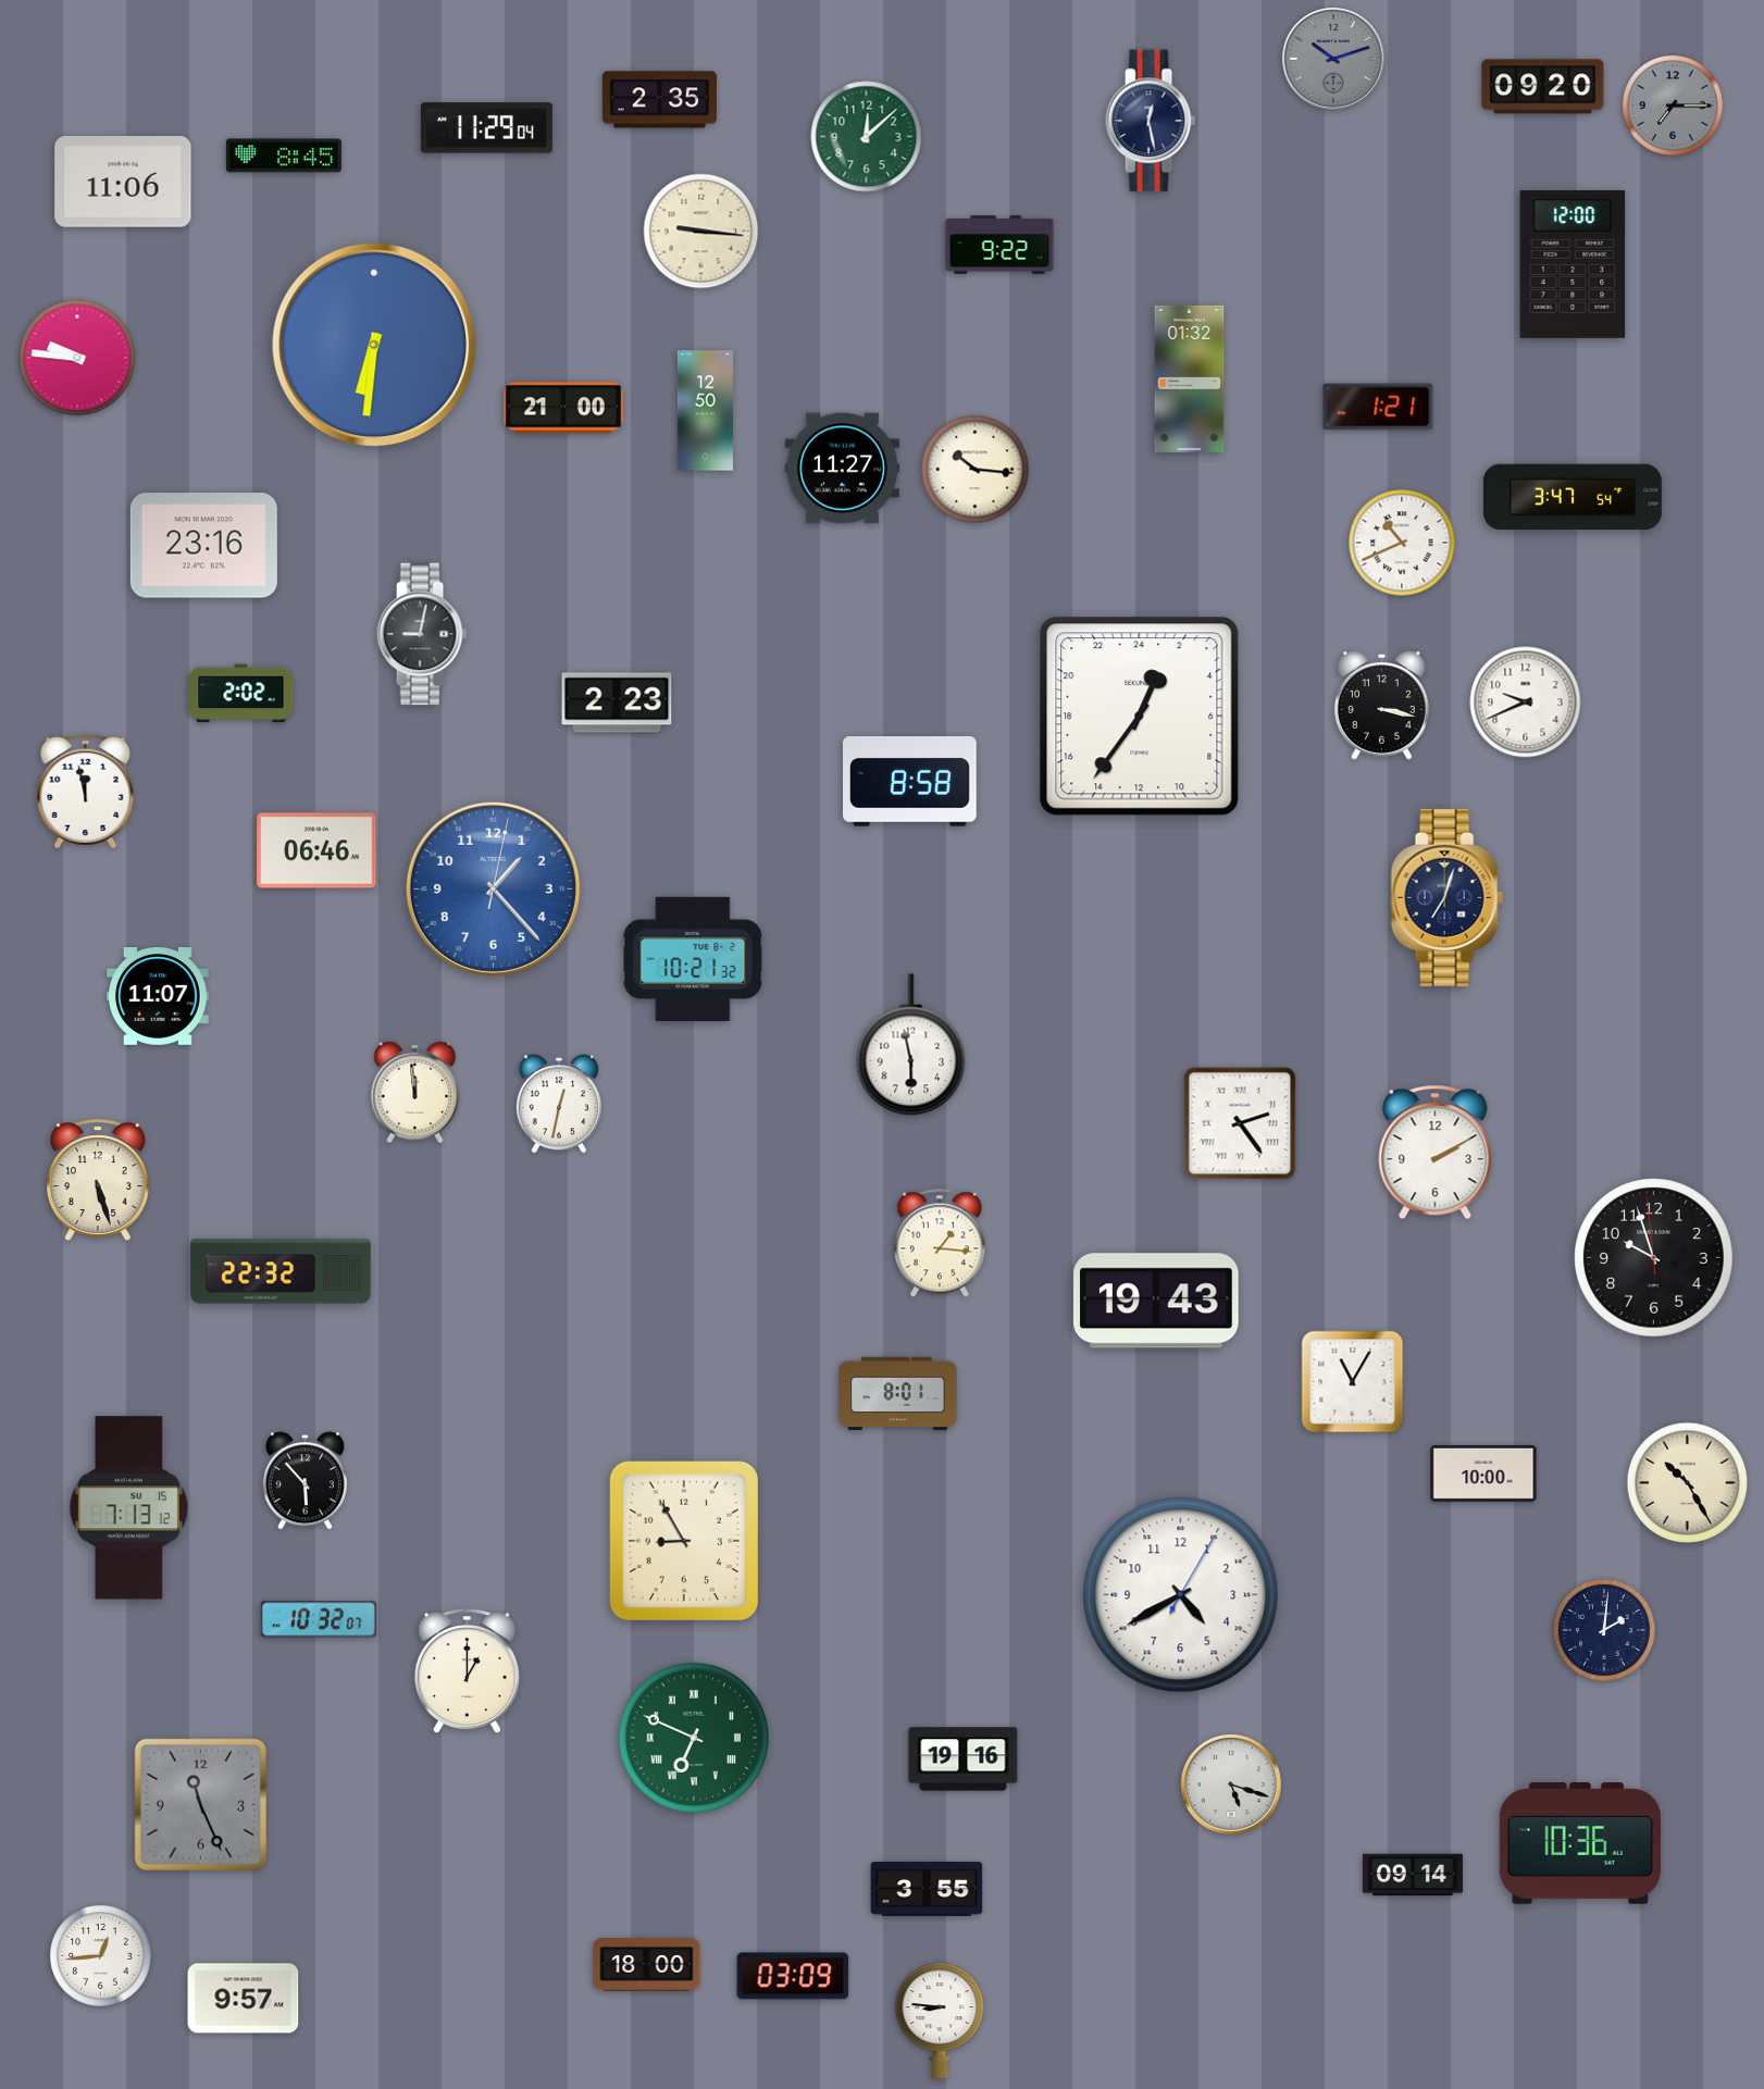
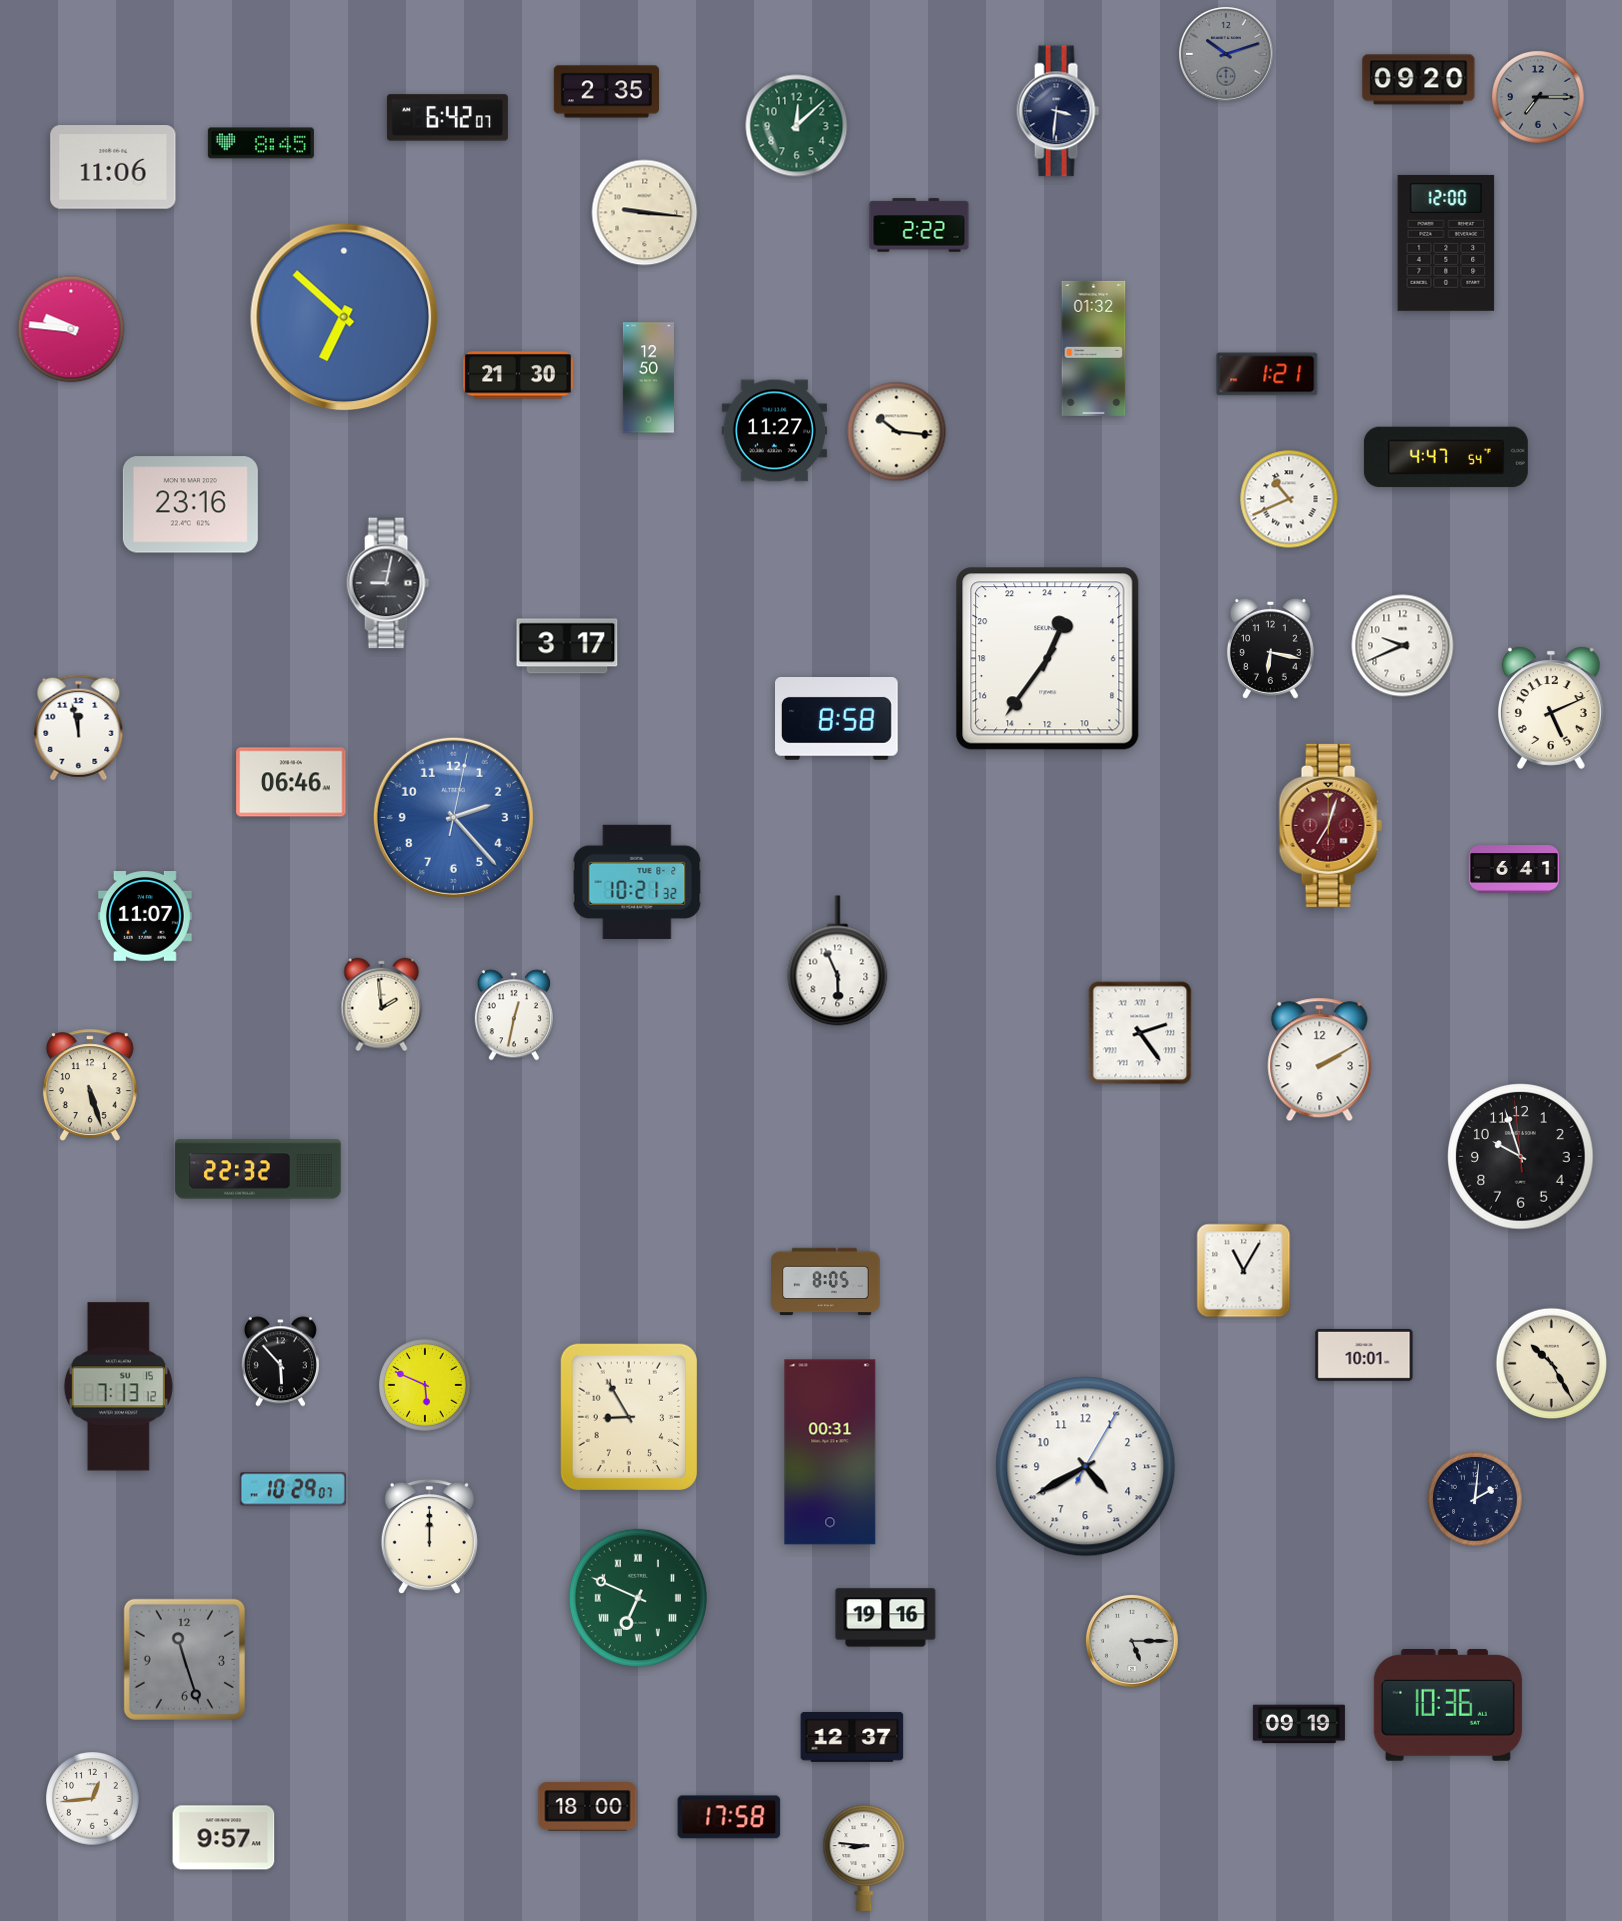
clock at (1151, 121): 12:28 -> 3:31
clock at (486, 128): 11:29 -> 6:42
clock at (999, 245): 9:22 -> 2:22
clock at (374, 345): 6:31 -> 6:52
clock at (563, 408): 21:00 -> 21:30
clock at (1573, 497): 3:47 -> 4:47
clock at (203, 546) position: (203, 546) -> (190, 505)
clock at (241, 694): 2:02 -> none
clock at (617, 702): 2:23 -> 3:17
clock at (1381, 705): 3:17 -> 6:17
clock at (1552, 708): none -> 5:11
clock at (493, 888): 1:23 -> 2:23
clock at (1446, 897) dial: navy -> burgundy
clock at (1514, 869): none -> 6:41
clock at (911, 1045): 5:58 -> 5:56
clock at (415, 1093): 11:59 -> 1:59
clock at (940, 1243): 1:16 -> none
clock at (1157, 1301): 19:43 -> none
clock at (898, 1394): 8:01 -> 8:05
clock at (1483, 1474): 10:00 -> 10:01
clock at (425, 1385): none -> 5:49
clock at (830, 1452): none -> 00:31
clock at (319, 1619): 10:32 -> 10:29
clock at (467, 1671): 1:00 -> 12:00
clock at (1232, 1786): 5:18 -> 5:15
clock at (200, 1804): 11:26 -> 11:27
clock at (1580, 1843) position: (1580, 1843) -> (1448, 1705)
clock at (1413, 1875): 09:14 -> 09:19
clock at (927, 1889): 3:55 -> 12:37
clock at (647, 1965) position: (647, 1965) -> (588, 1807)
clock at (793, 1976): 03:09 -> 17:58
